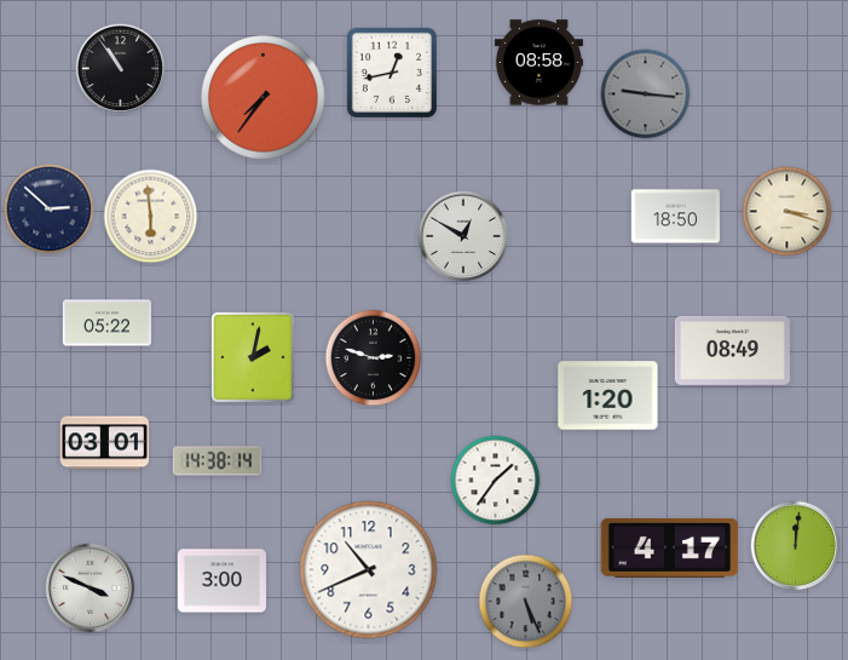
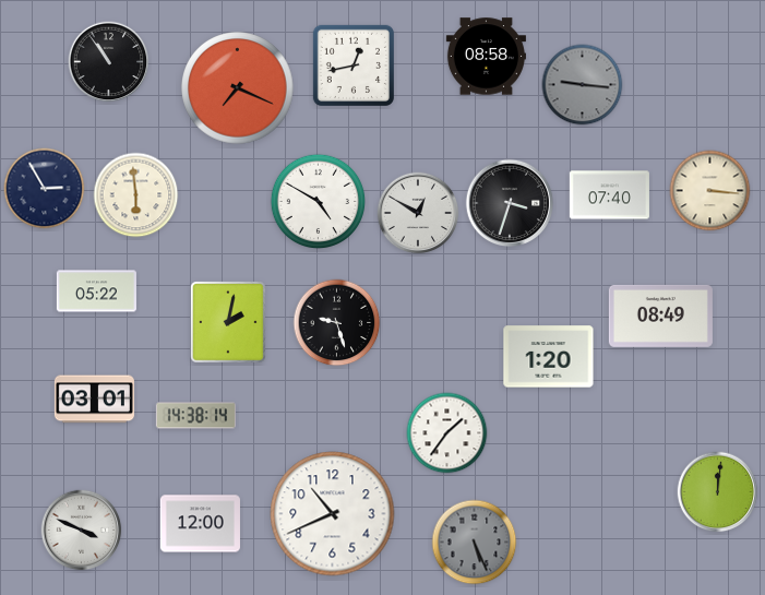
clock at (264, 98): 7:36 -> 7:19
clock at (50, 210): 2:52 -> 2:55
clock at (788, 212): 3:18 -> 3:16
clock at (675, 217): 18:50 -> 07:40
clock at (319, 202): none -> 4:50
clock at (510, 203): none -> 3:33
clock at (374, 358): 2:48 -> 9:27
clock at (670, 547): 4:17 -> none
clock at (221, 581): 3:00 -> 12:00
